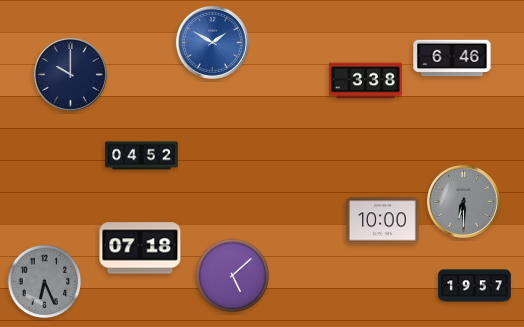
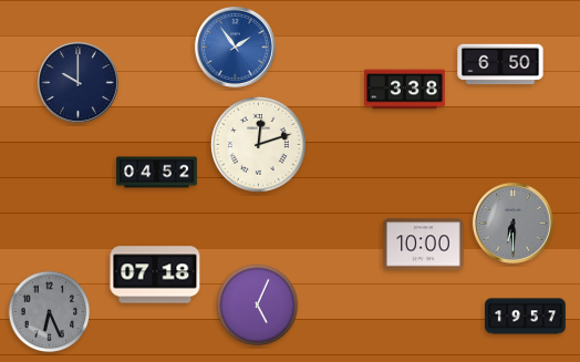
clock at (212, 42): 1:50 -> 1:54
clock at (452, 58): 6:46 -> 6:50
clock at (259, 145): none -> 12:12
clock at (233, 276): 5:08 -> 5:04
